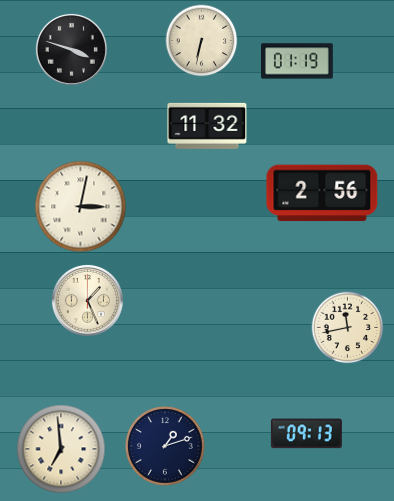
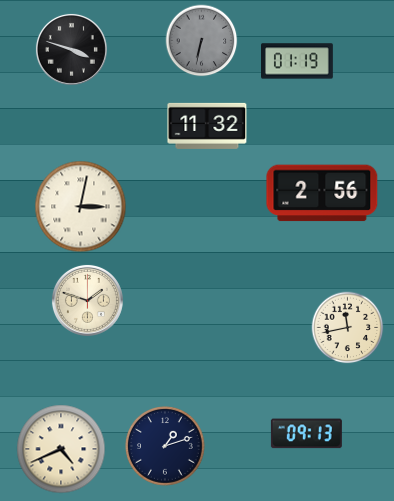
clock at (202, 41) dial: cream -> grey
clock at (87, 300): 1:26 -> 1:48
clock at (61, 449): 6:59 -> 4:41
